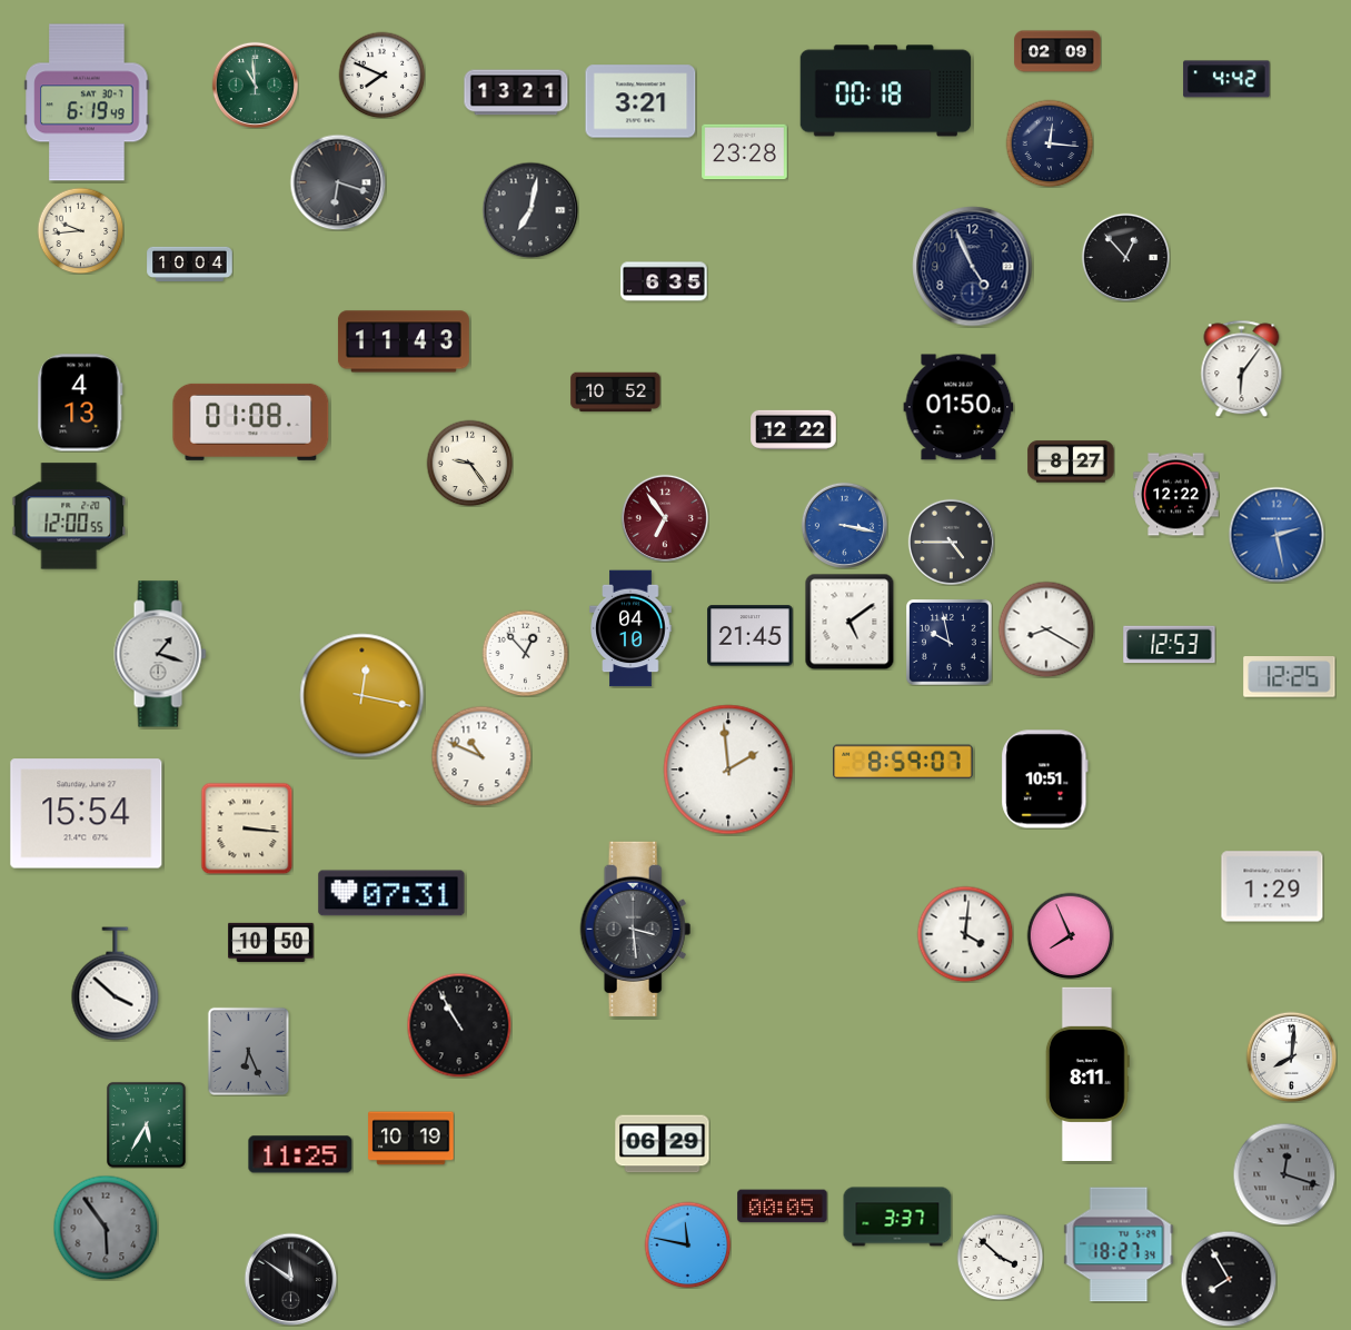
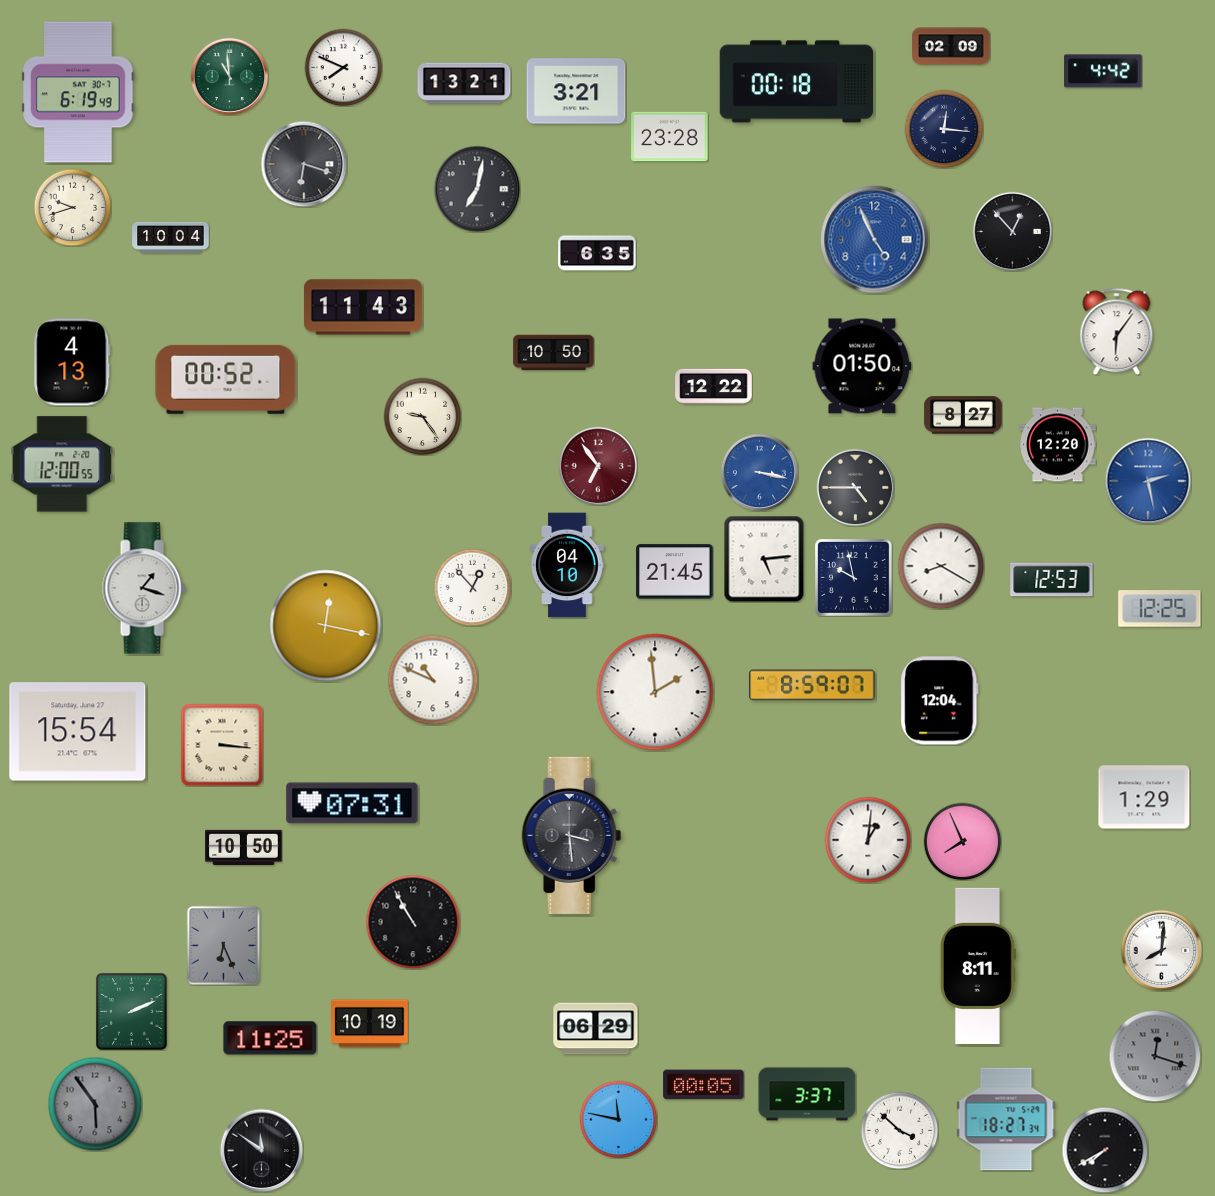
clock at (80, 230): 9:44 -> 9:42
clock at (973, 267) dial: navy -> blue
clock at (616, 393): 10:52 -> 10:50
clock at (251, 421): 01:08 -> 00:52
clock at (1176, 495): 12:22 -> 12:20
clock at (850, 622): 5:09 -> 5:14
clock at (1045, 780): 10:51 -> 12:04
clock at (965, 934): 4:01 -> 1:01
clock at (116, 984): 3:52 -> none
clock at (146, 1125): 5:35 -> 2:11
clock at (1229, 1279): 7:55 -> 7:40
